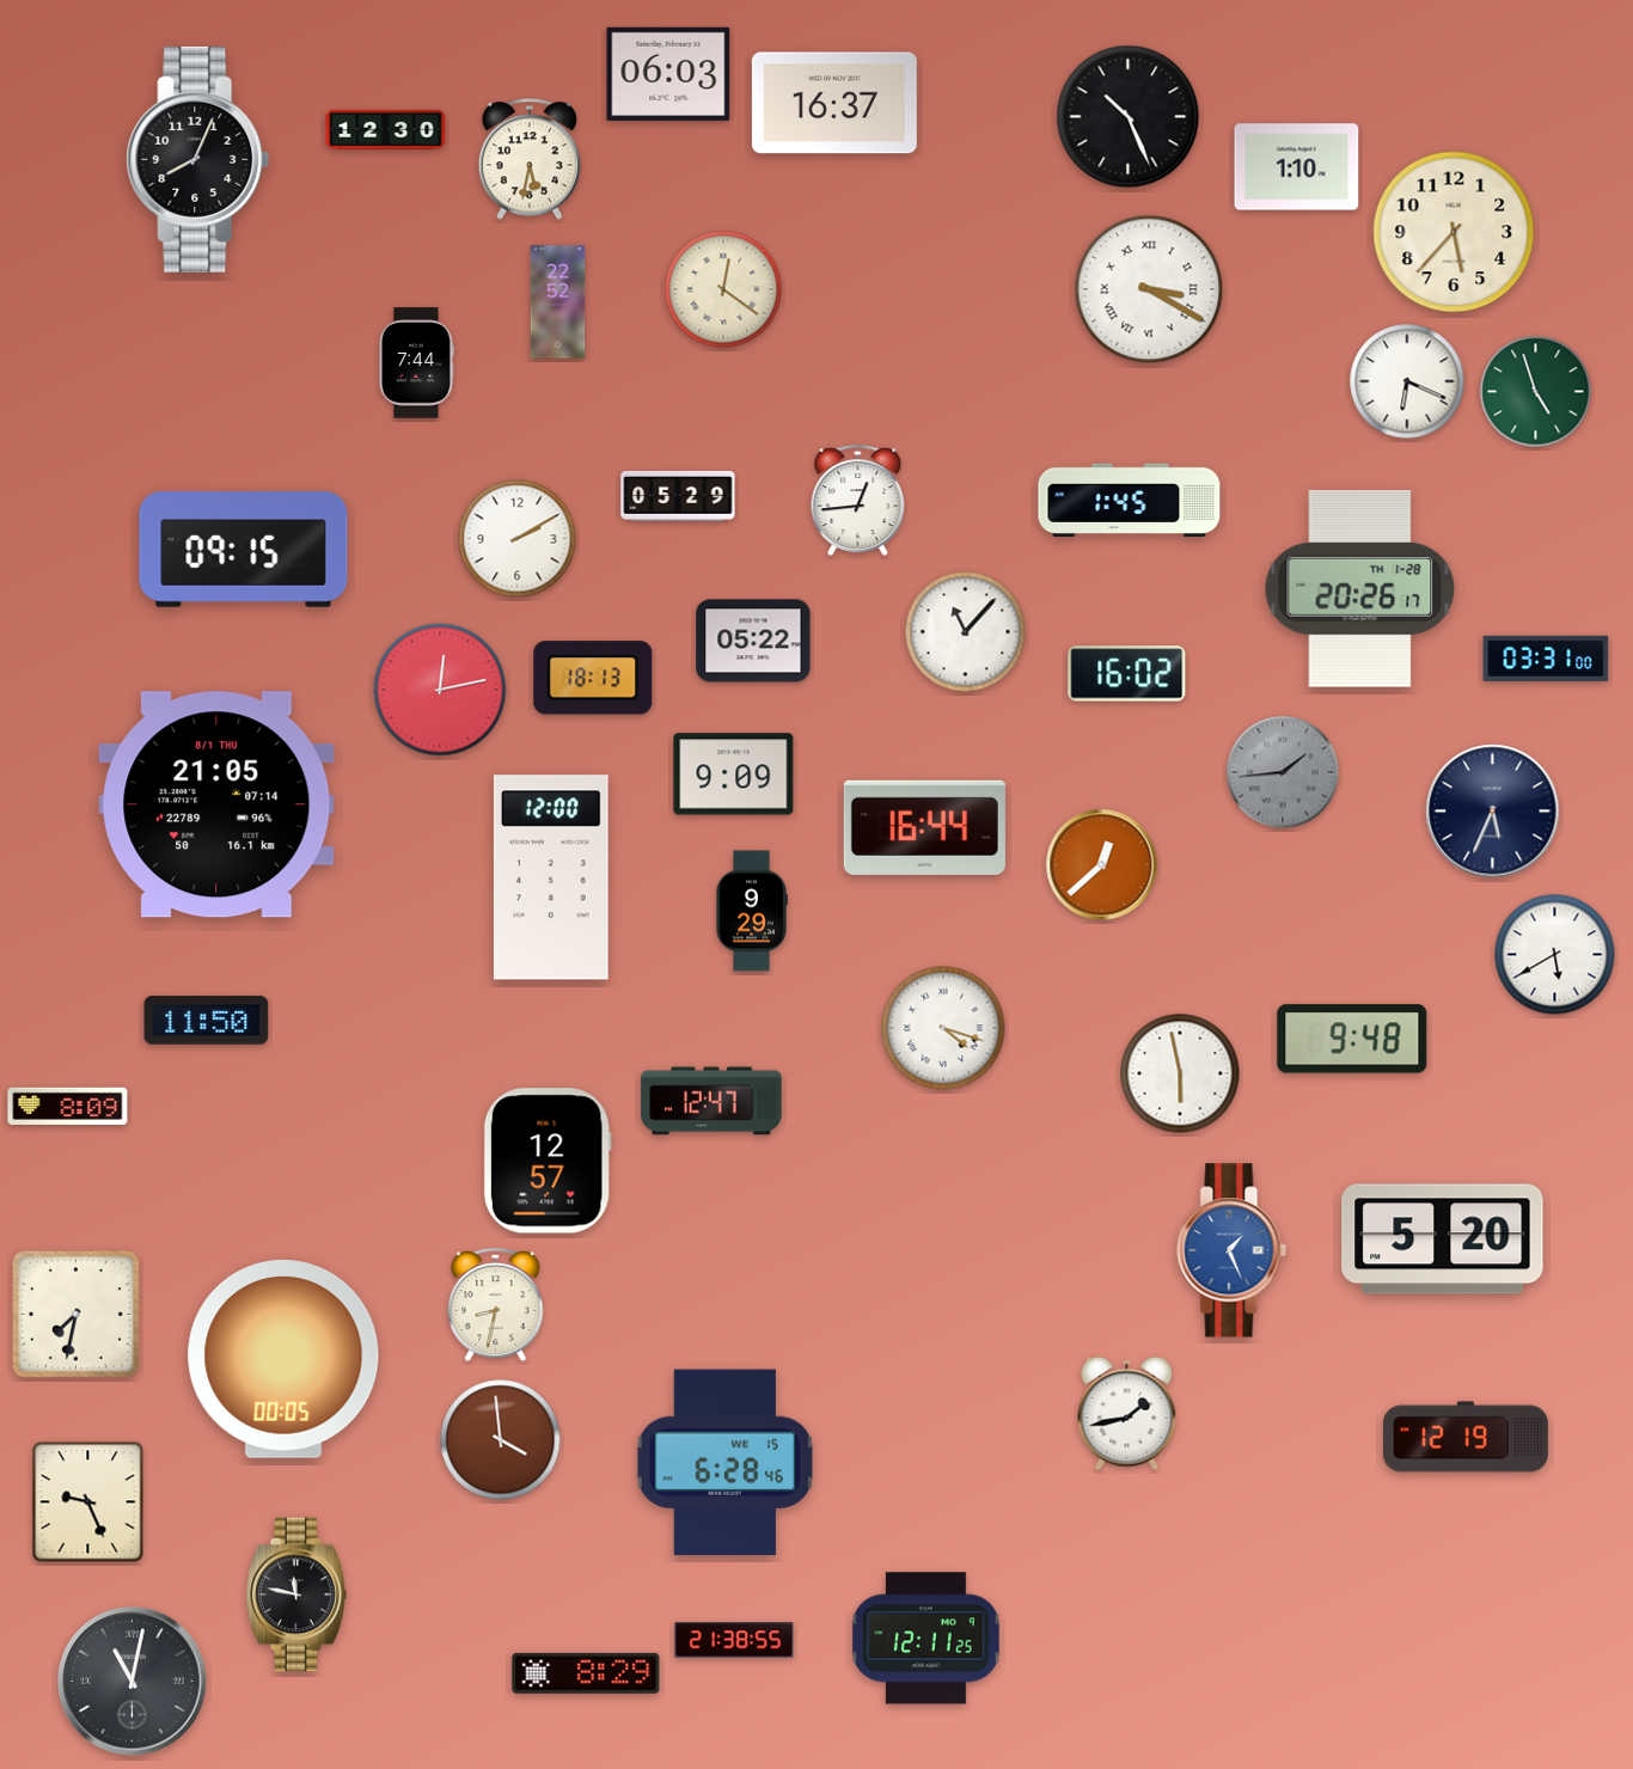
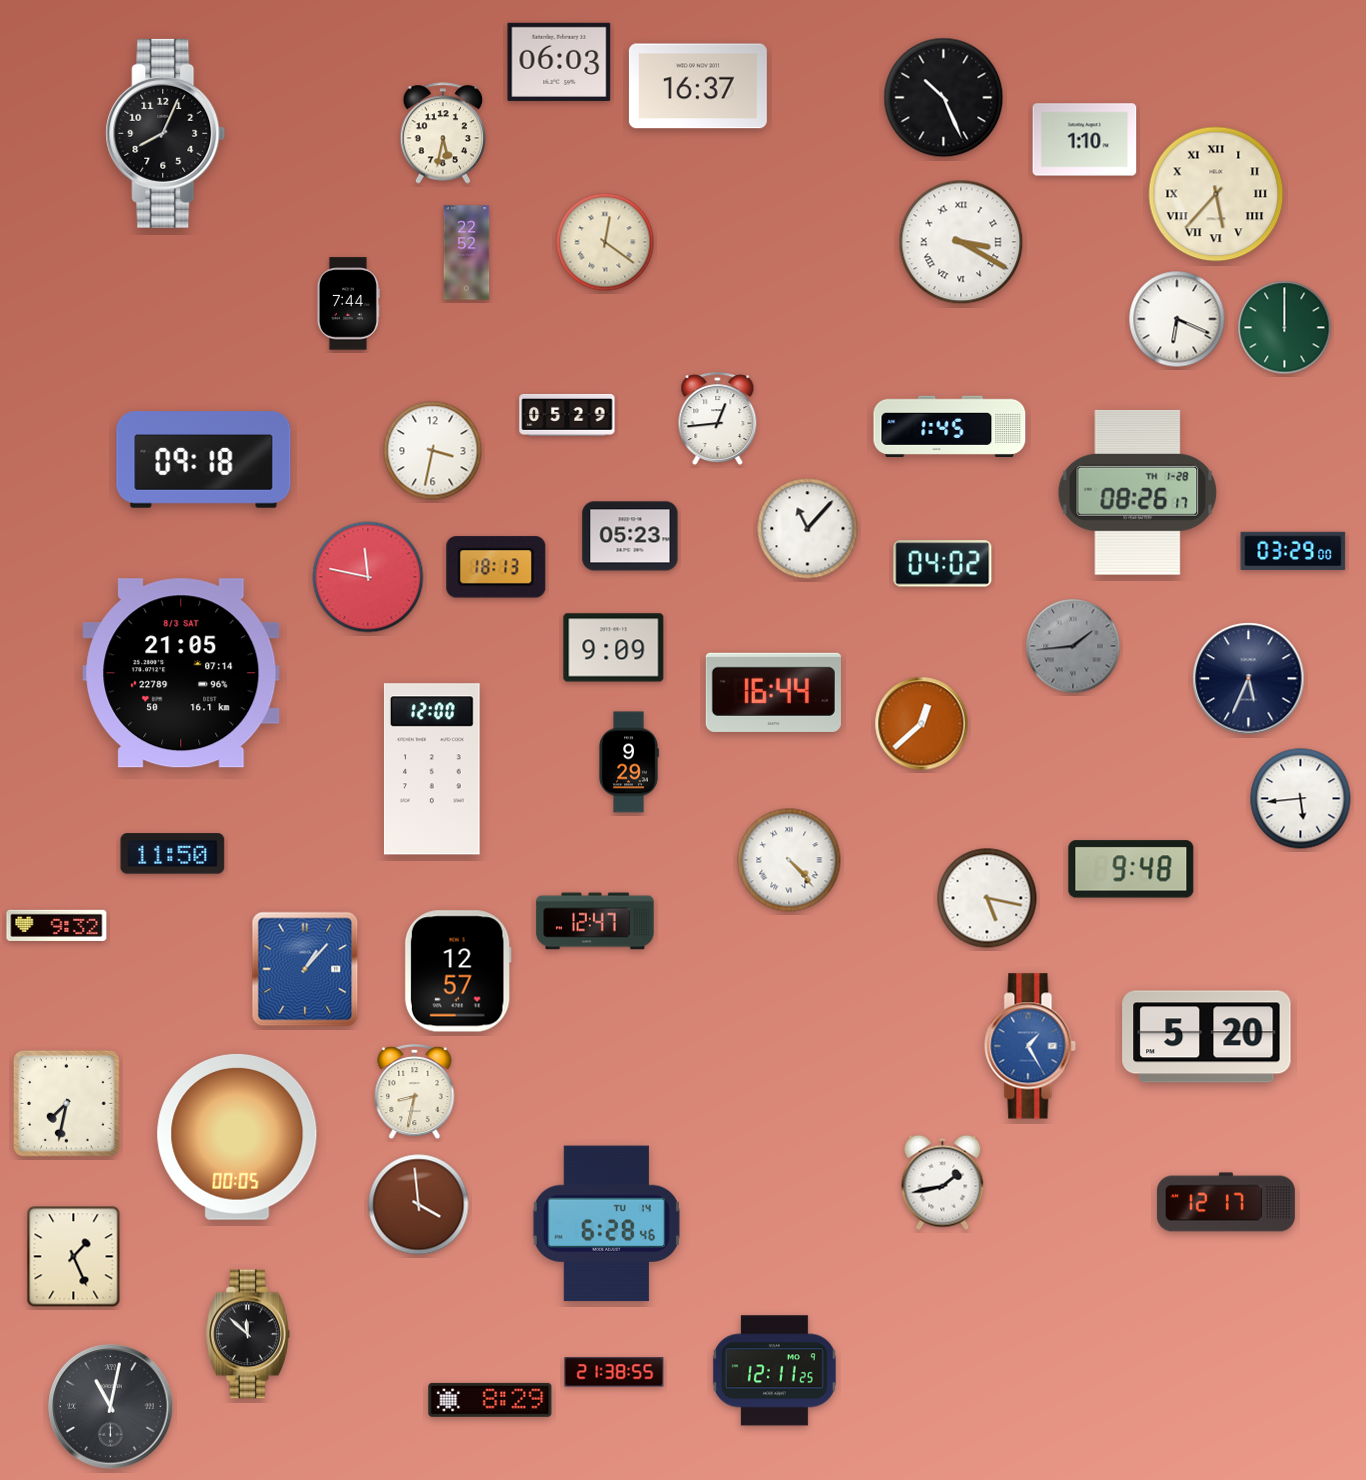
clock at (386, 129): 12:30 -> none
clock at (1454, 232) numerals: Arabic -> Roman
clock at (1536, 392): 4:57 -> 12:00
clock at (1130, 500) position: (1130, 500) -> (950, 426)
clock at (518, 539): 2:10 -> 3:32
clock at (244, 550): 09:15 -> 09:18
clock at (1360, 588): 20:26 -> 08:26
clock at (753, 641): 05:22 -> 05:23
clock at (1546, 659): 03:31 -> 03:29
clock at (1127, 674): 16:02 -> 04:02
clock at (440, 690): 12:13 -> 11:47
clock at (216, 804) date: 8/1 THU -> 8/3 SAT
clock at (551, 877) position: (551, 877) -> (432, 769)
clock at (1555, 955): 5:40 -> 5:44
clock at (943, 1028): 4:18 -> 4:23
clock at (1180, 1073): 5:58 -> 5:17
clock at (68, 1106): 8:09 -> 9:32
clock at (305, 969): none -> 1:07
clock at (1231, 1250): 1:26 -> 1:25
clock at (77, 1315) position: (77, 1315) -> (67, 1104)
clock at (1466, 1437): 12:19 -> 12:17
clock at (724, 1463) date: WE 15 -> TU 14
clock at (88, 1502): 9:26 -> 1:26
clock at (298, 1594): 11:47 -> 11:52
